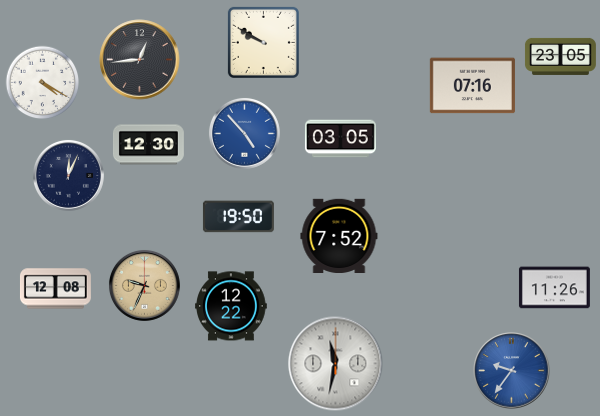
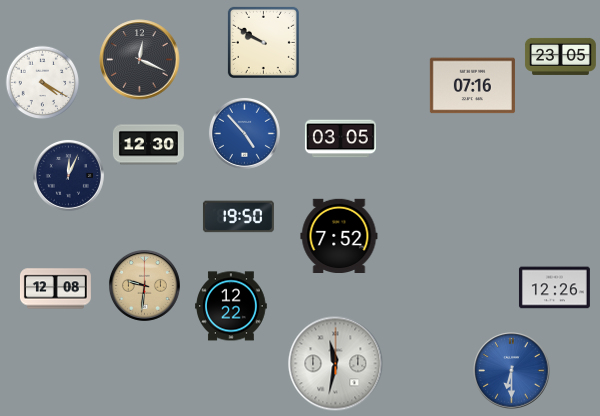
clock at (140, 60): 12:44 -> 12:19
clock at (144, 285): 9:34 -> 9:31
clock at (554, 288): 11:26 -> 12:26
clock at (512, 371): 9:36 -> 6:30
